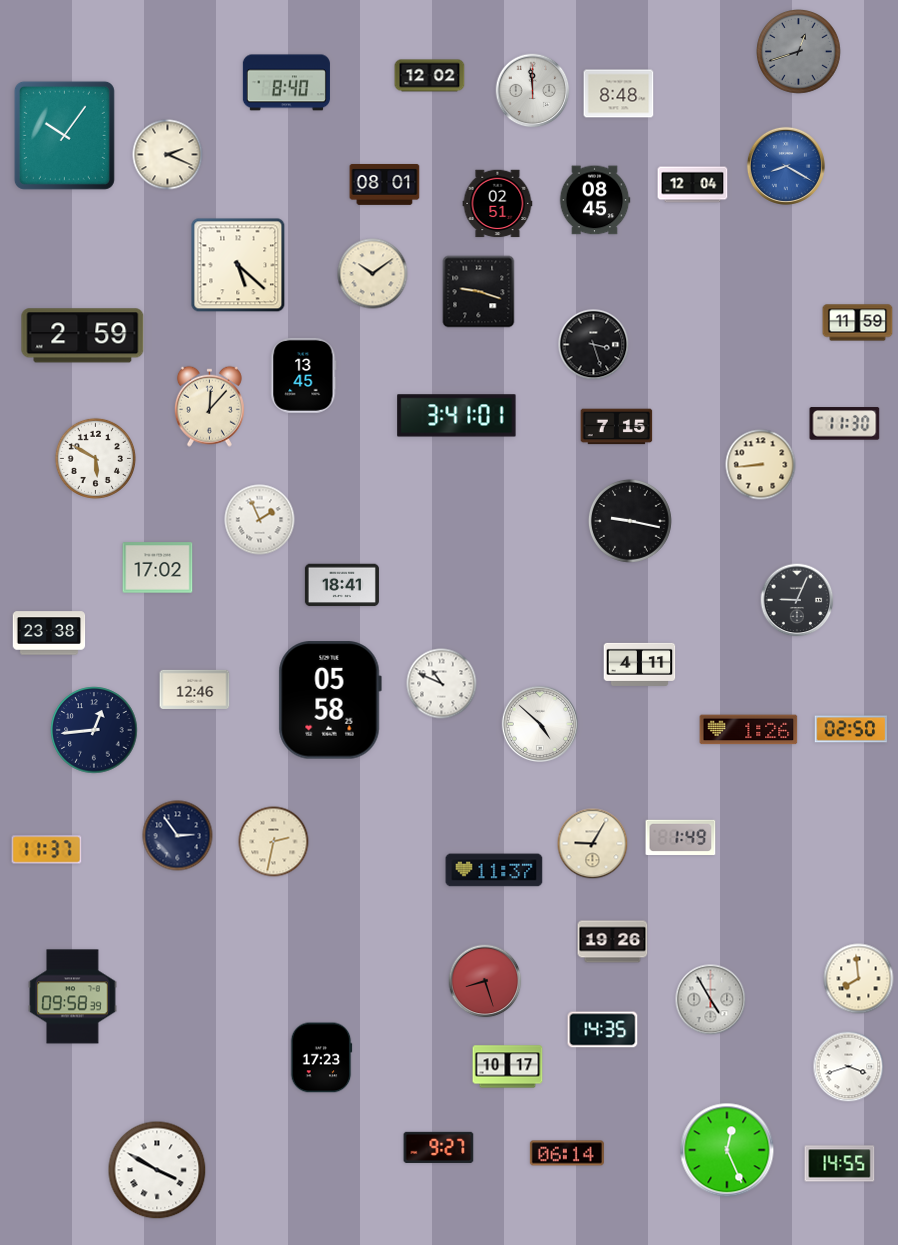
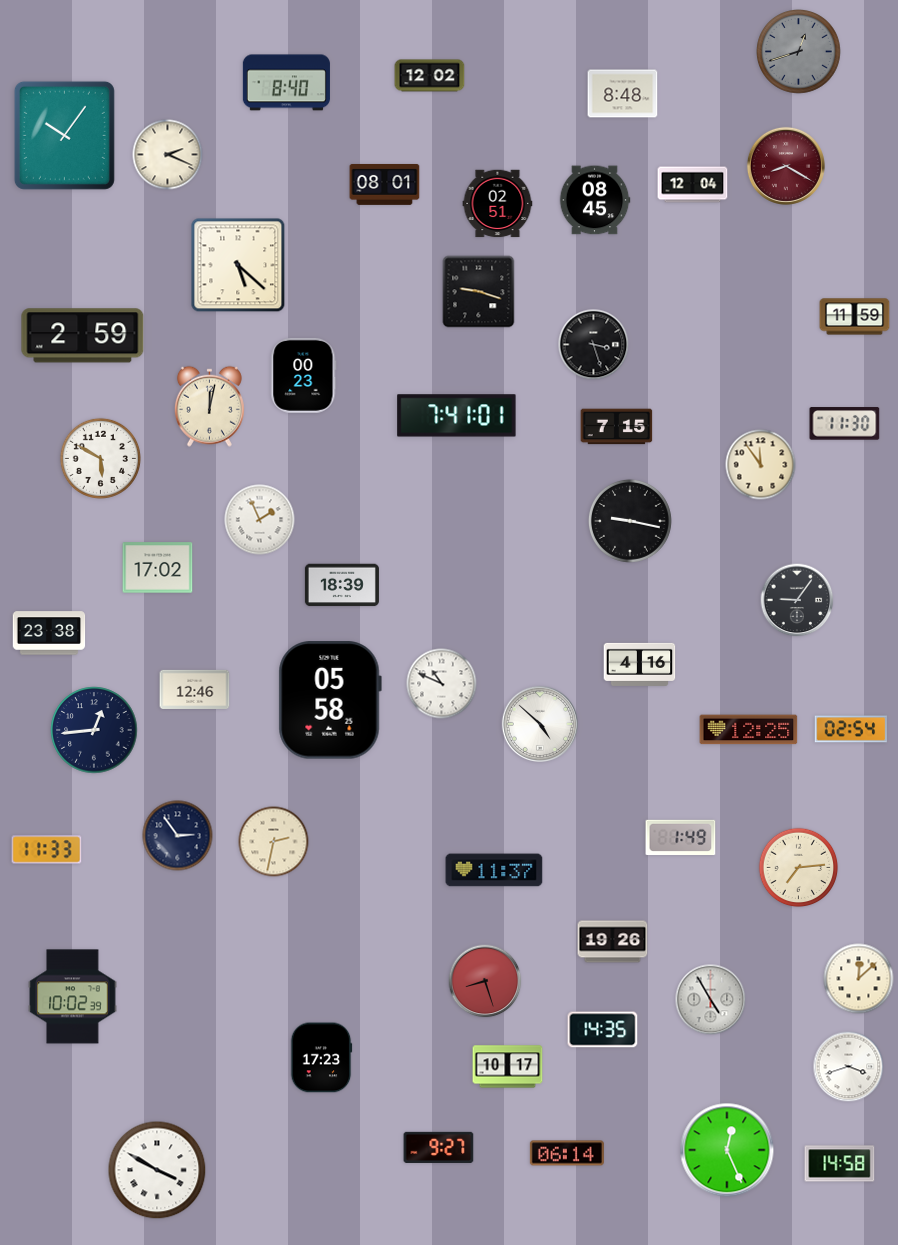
clock at (533, 91): 11:59 -> none
clock at (619, 94) position: (619, 94) -> (623, 94)
clock at (786, 166) dial: blue -> burgundy
clock at (373, 274): 10:09 -> none
clock at (858, 323) position: (858, 323) -> (855, 317)
clock at (304, 375): 13:45 -> 00:23
clock at (209, 406): 12:07 -> 12:02
clock at (457, 416): 3:41 -> 7:41
clock at (95, 458) position: (95, 458) -> (100, 458)
clock at (761, 465): 8:44 -> 11:54
clock at (342, 585): 18:41 -> 18:39
clock at (797, 600): 9:04 -> 9:06
clock at (640, 664): 4:11 -> 4:16
clock at (851, 729): 02:50 -> 02:54
clock at (749, 730): 1:26 -> 12:25
clock at (593, 844): 9:05 -> none
clock at (47, 850): 11:37 -> 11:33
clock at (799, 868): none -> 7:14
clock at (859, 979): 7:59 -> 12:08
clock at (73, 997): 09:58 -> 10:02
clock at (840, 1164): 14:55 -> 14:58
